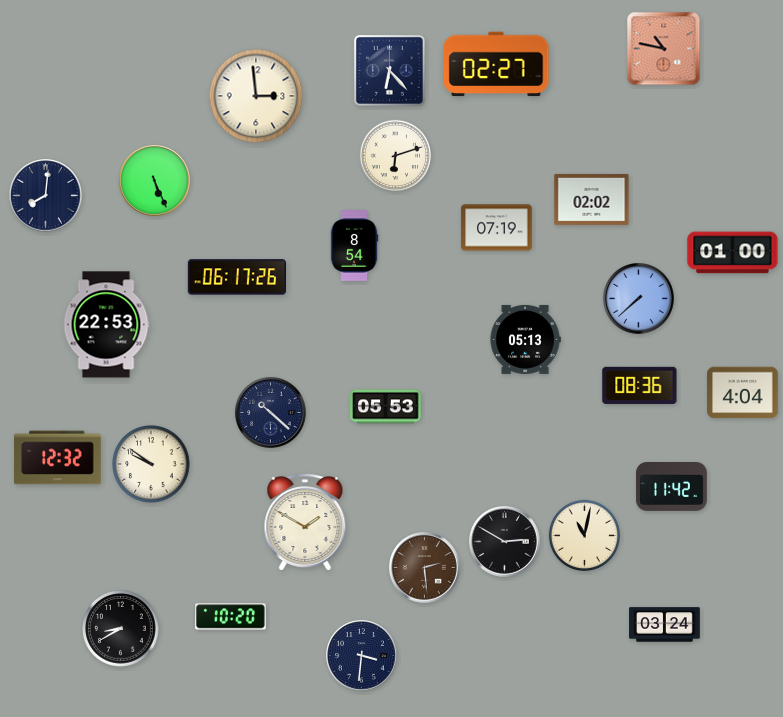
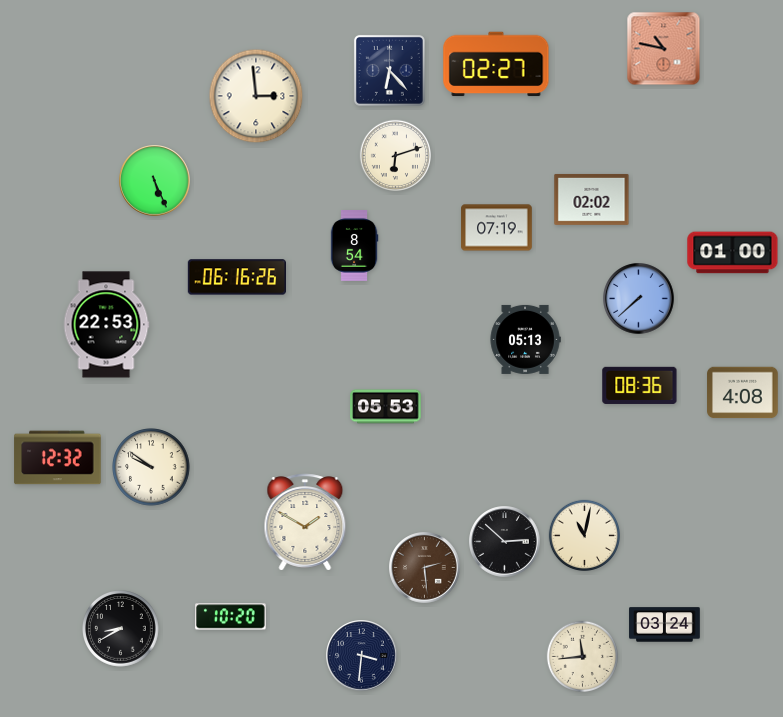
clock at (46, 196): 8:01 -> none
clock at (236, 277): 06:17 -> 06:16
clock at (743, 393): 4:04 -> 4:08
clock at (271, 413): 10:22 -> none
clock at (151, 464) position: (151, 464) -> (151, 467)
clock at (672, 487): 11:42 -> none
clock at (505, 542): 2:50 -> 2:52
clock at (582, 656): none -> 11:44
